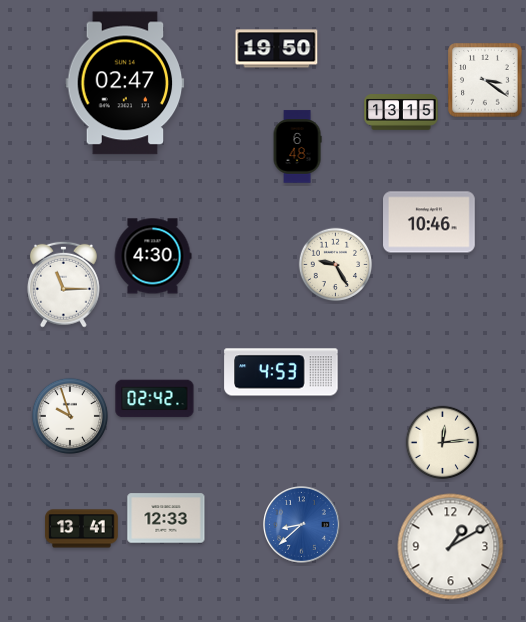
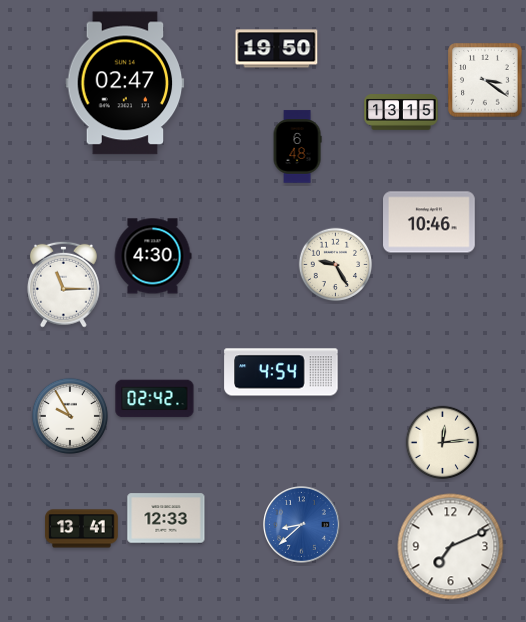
clock at (281, 372): 4:53 -> 4:54
clock at (70, 416): 9:57 -> 9:55
clock at (451, 547): 1:10 -> 7:11
